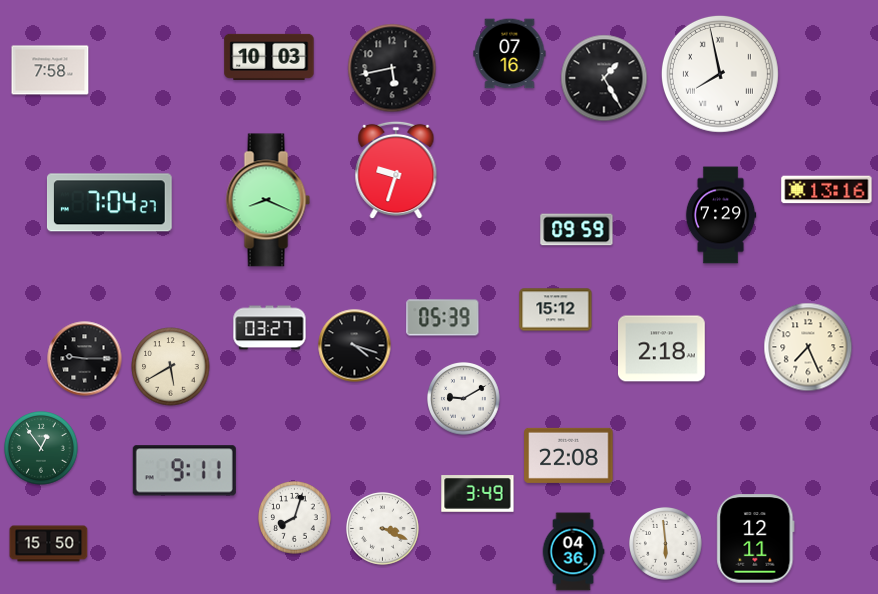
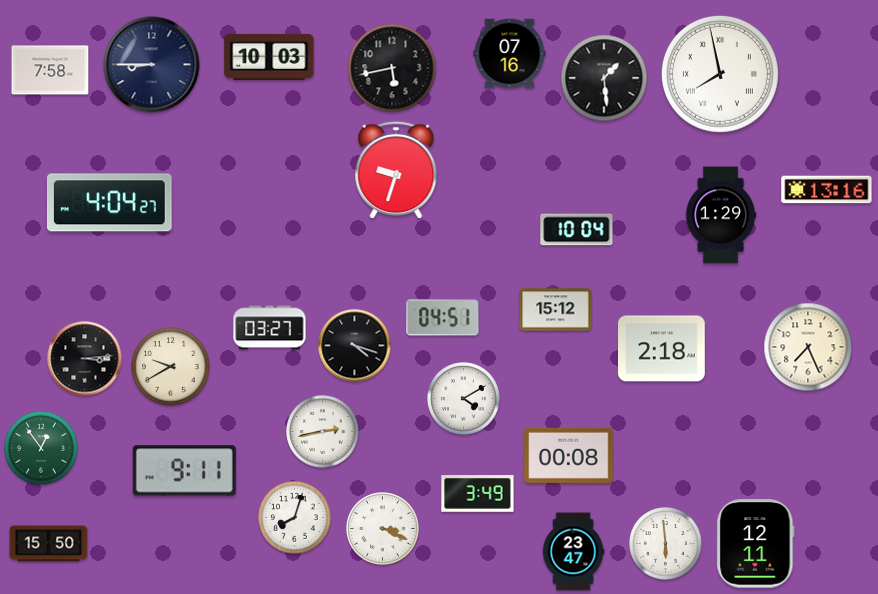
clock at (152, 65): none -> 8:45
clock at (604, 78): 1:25 -> 1:29
clock at (268, 200): 8:19 -> none
clock at (109, 203): 7:04 -> 4:04
clock at (721, 215): 7:29 -> 1:29
clock at (577, 230): 09:59 -> 10:04
clock at (443, 318): 05:39 -> 04:51
clock at (85, 359): 9:15 -> 3:14
clock at (171, 367): 5:40 -> 9:40
clock at (464, 399): 9:10 -> 4:10
clock at (323, 432): none -> 2:43
clock at (569, 455): 22:08 -> 00:08
clock at (756, 539) position: (756, 539) -> (756, 544)
clock at (573, 552): 04:36 -> 23:47
